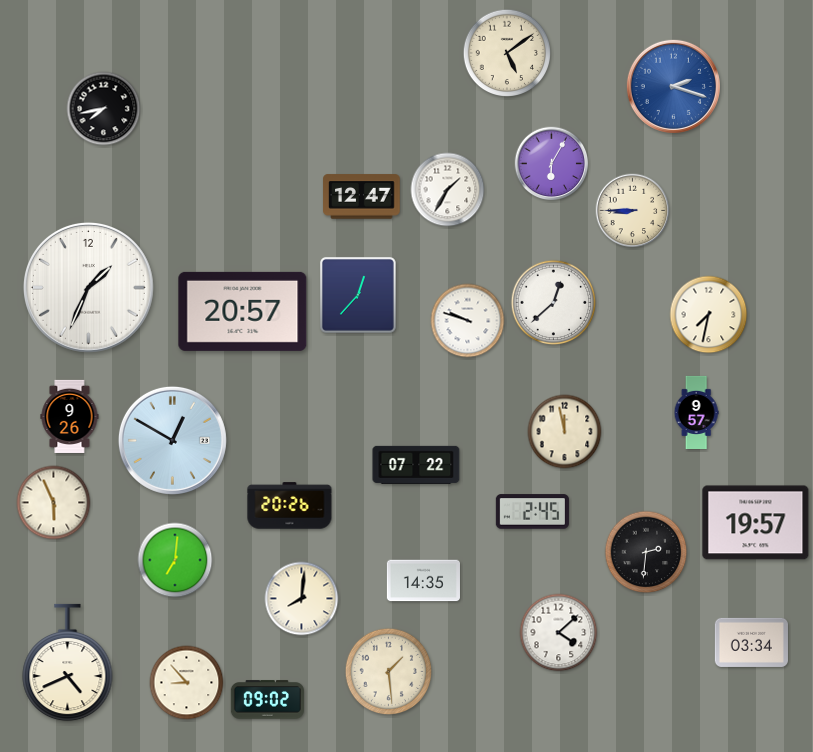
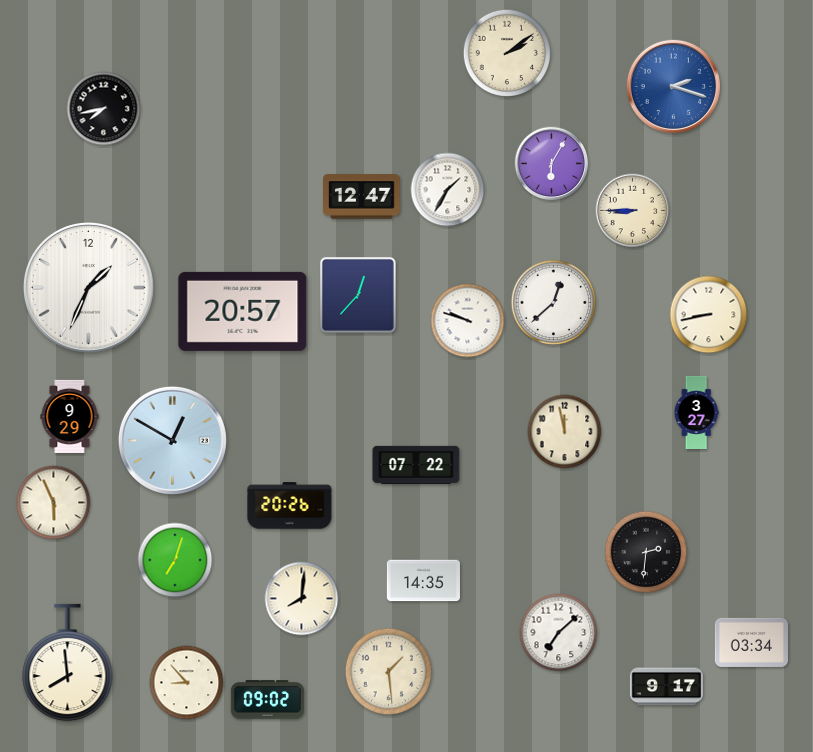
clock at (506, 52): 5:09 -> 2:09
clock at (709, 315): 7:32 -> 8:43
clock at (696, 412): 9:57 -> 3:27
clock at (70, 416): 9:26 -> 9:29
clock at (532, 512): 2:45 -> none
clock at (756, 523): 19:57 -> none
clock at (175, 560): 7:01 -> 7:03
clock at (559, 633): 4:08 -> 7:08
clock at (68, 663): 4:41 -> 7:59
clock at (666, 687): none -> 9:17
